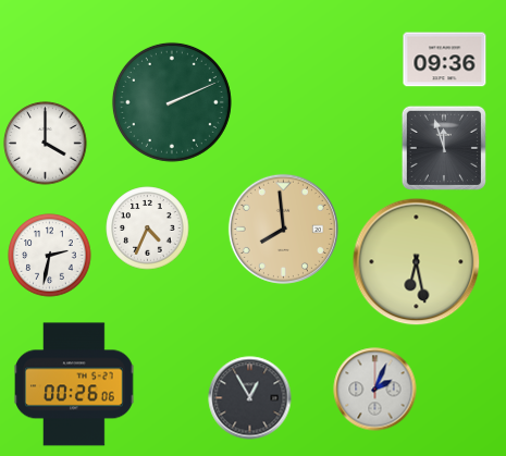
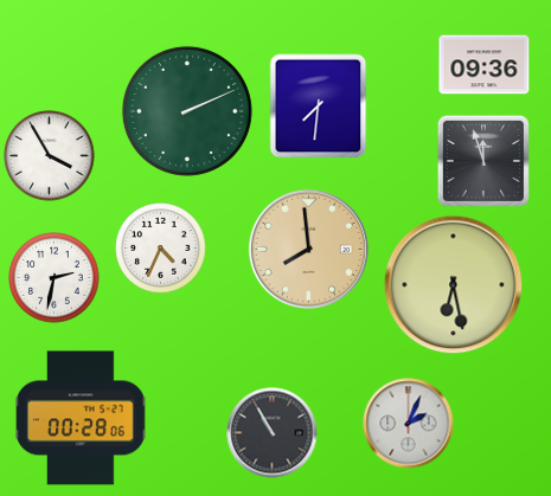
clock at (319, 107): none -> 7:31
clock at (46, 144): 4:00 -> 3:55
clock at (74, 384): 00:26 -> 00:28
clock at (250, 398): 12:55 -> 10:55
